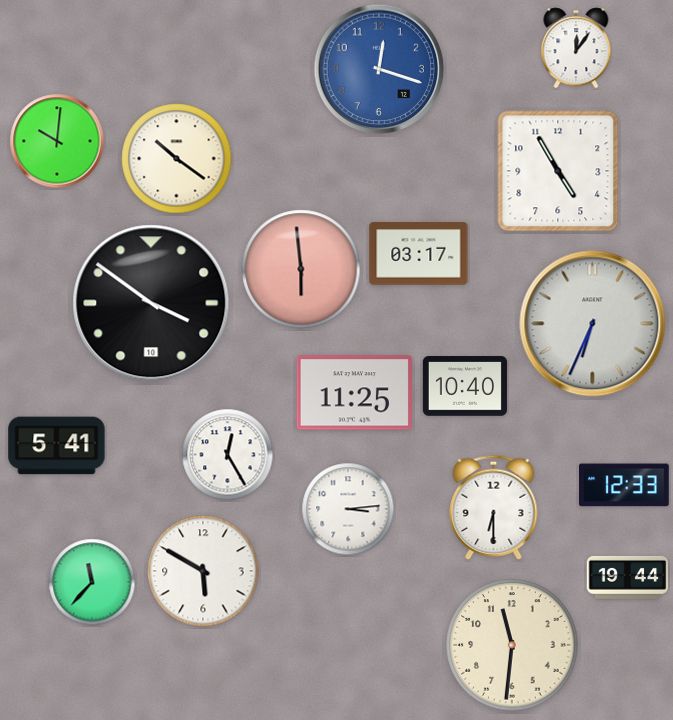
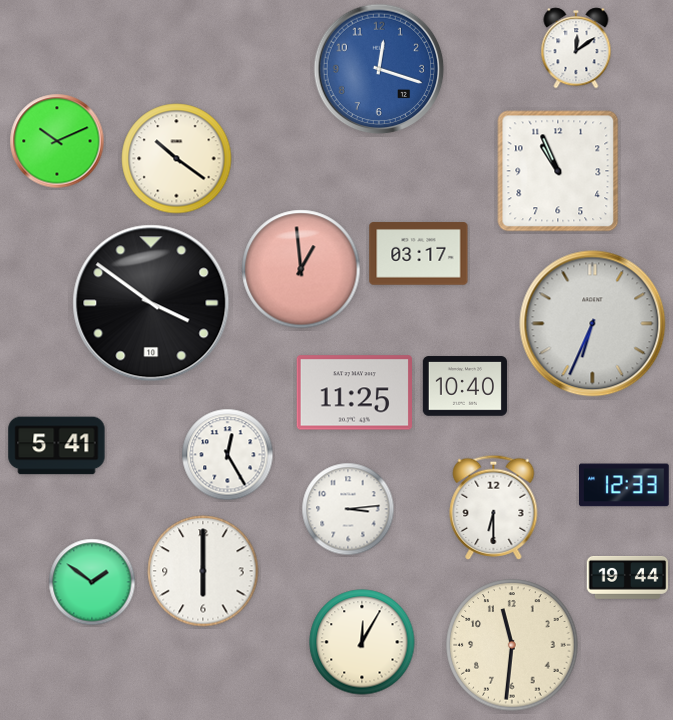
clock at (576, 48): 12:06 -> 12:09
clock at (57, 141): 10:01 -> 10:11
clock at (558, 171): 4:55 -> 10:56
clock at (301, 269): 5:59 -> 12:59
clock at (203, 571): 5:50 -> 6:00
clock at (92, 582): 11:37 -> 1:51
clock at (362, 642): none -> 12:05
